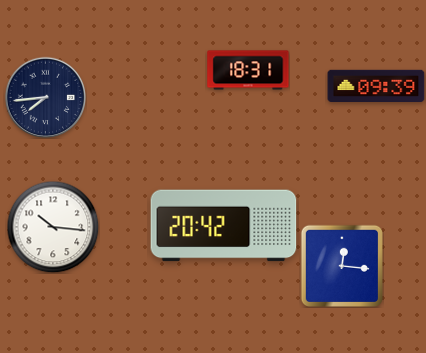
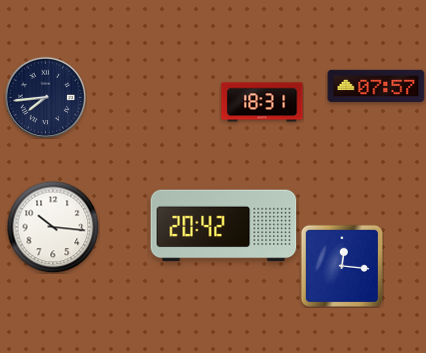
clock at (248, 70) position: (248, 70) -> (262, 102)
clock at (376, 85): 09:39 -> 07:57
